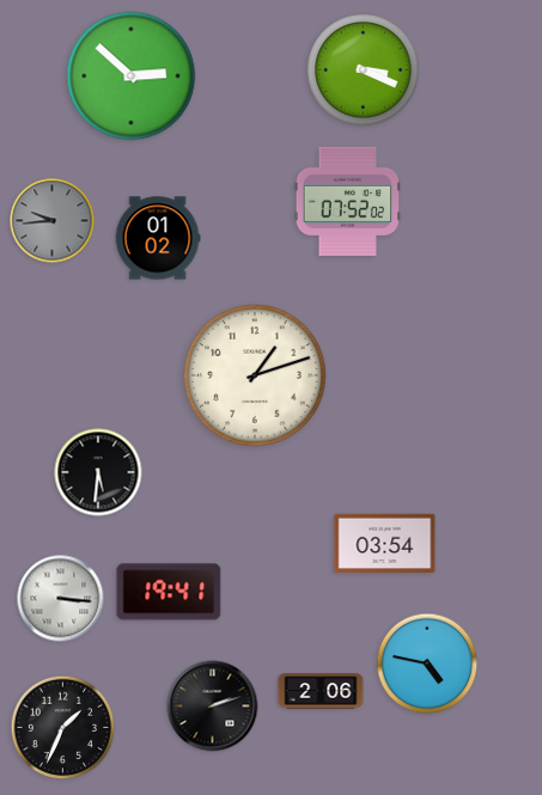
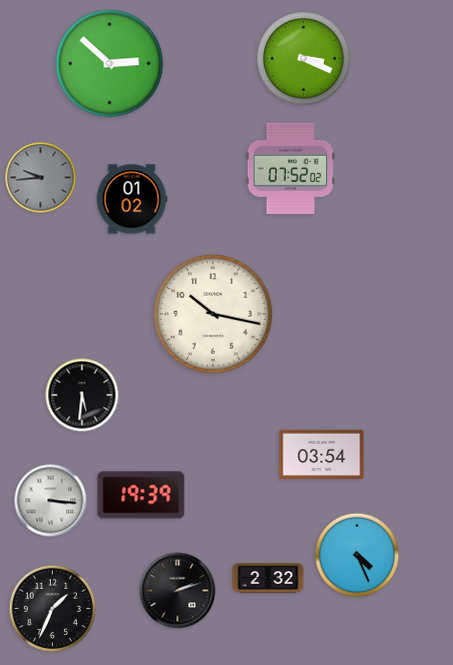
clock at (53, 221) position: (53, 221) -> (41, 178)
clock at (255, 375): 1:12 -> 10:17
clock at (169, 592): 19:41 -> 19:39
clock at (427, 663): 4:47 -> 4:26
clock at (321, 691): 2:06 -> 2:32
